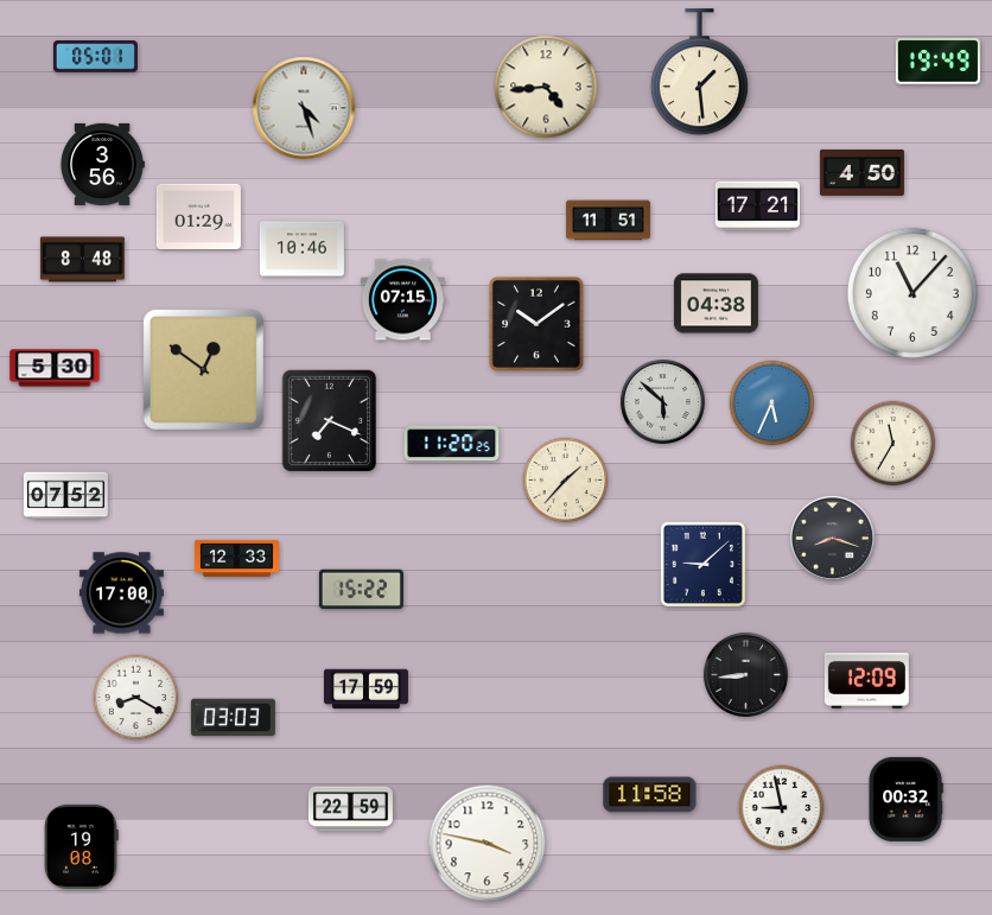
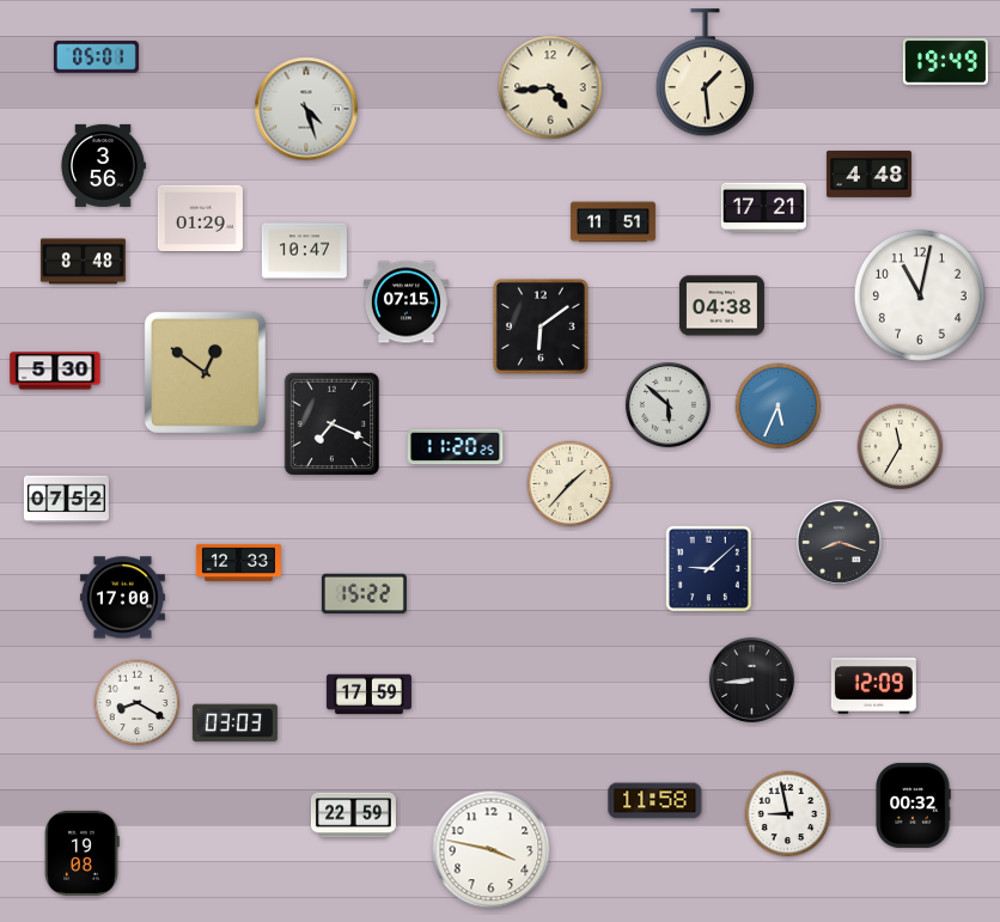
clock at (861, 172): 4:50 -> 4:48
clock at (301, 249): 10:46 -> 10:47
clock at (912, 293): 11:07 -> 11:02
clock at (536, 324): 10:09 -> 6:09
